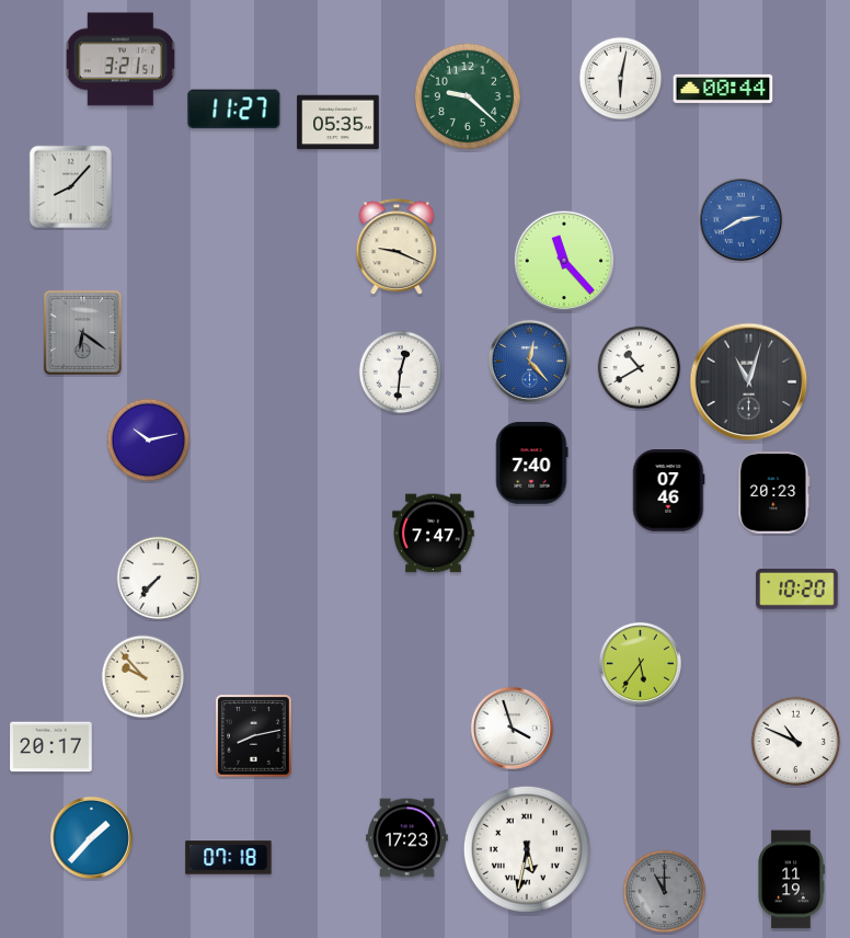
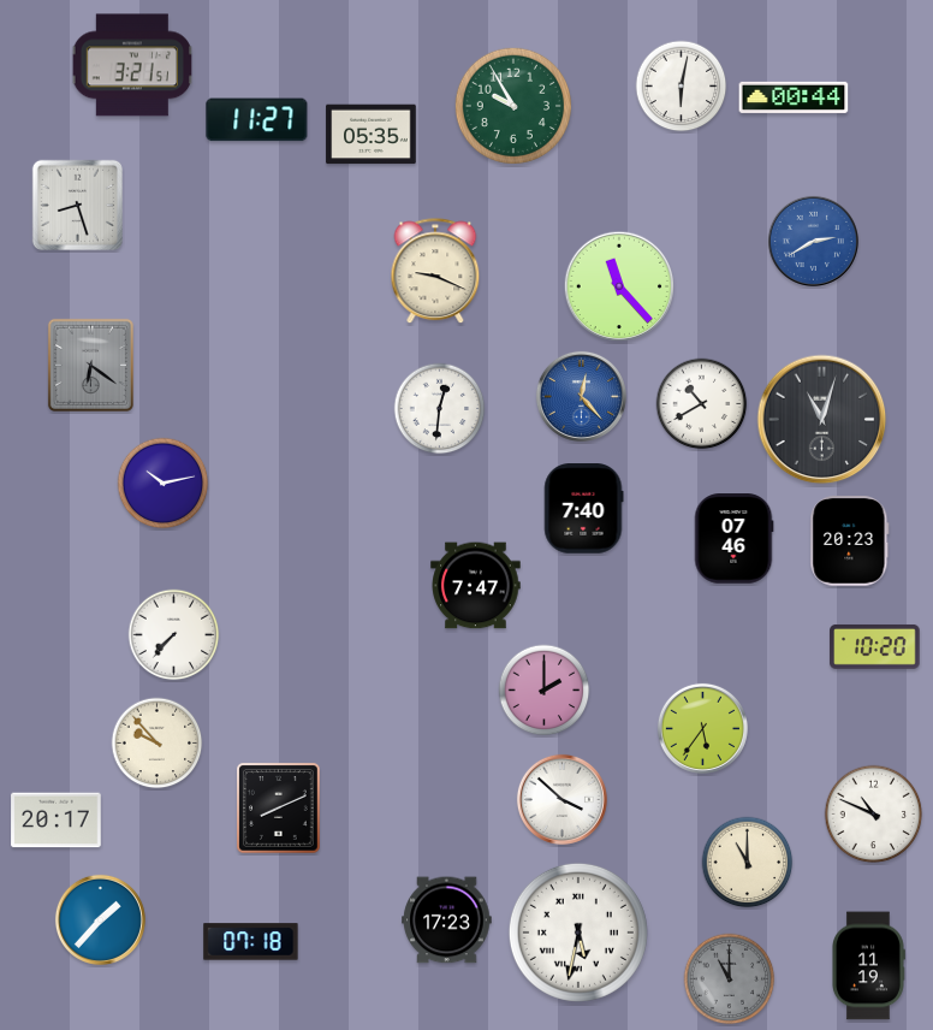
clock at (467, 95): 9:22 -> 9:55
clock at (70, 186): 8:07 -> 8:27
clock at (545, 691): none -> 2:00
clock at (512, 728): 3:57 -> 3:52
clock at (254, 736): 8:13 -> 8:11
clock at (748, 863): none -> 11:00
